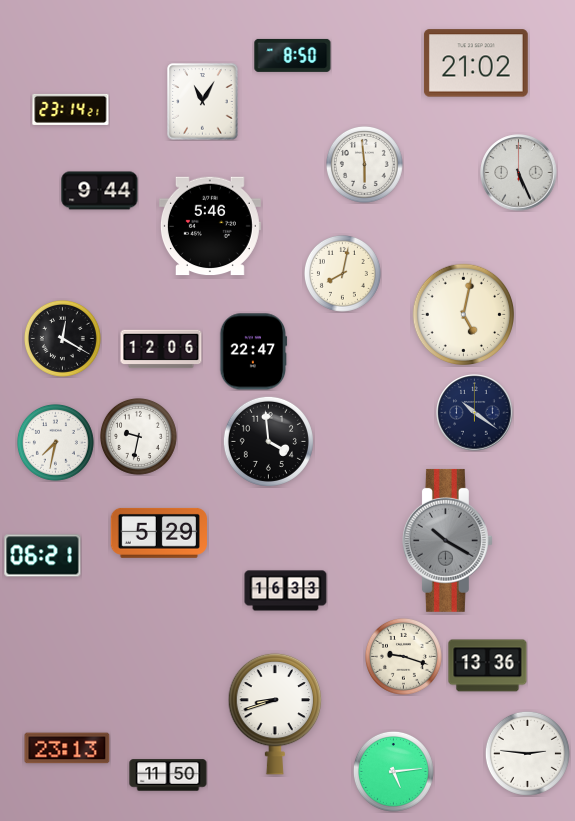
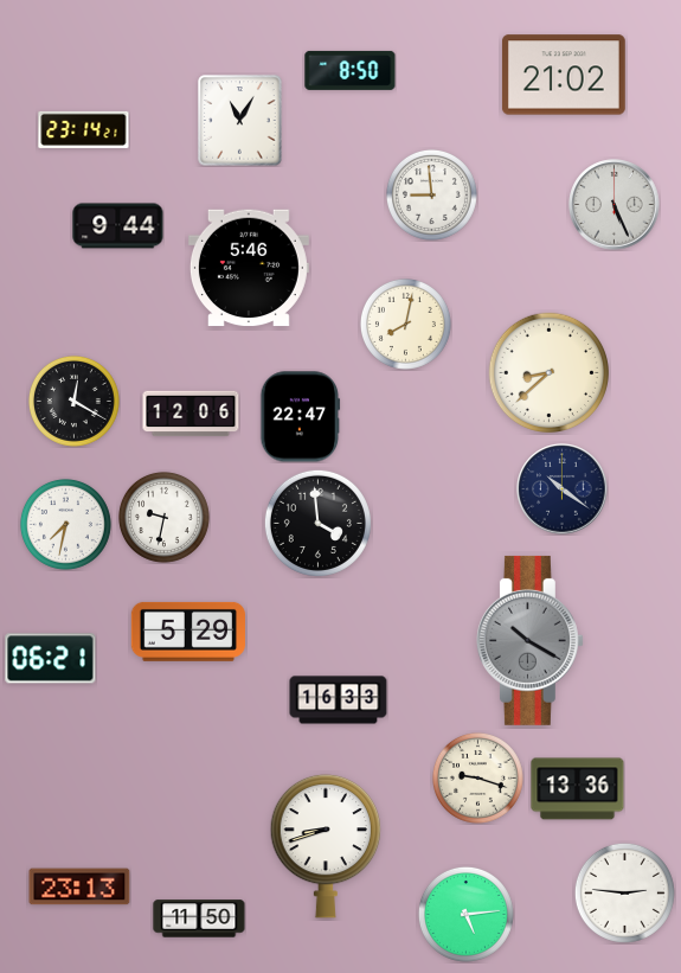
clock at (293, 55) position: (293, 55) -> (351, 70)
clock at (364, 164): 5:59 -> 8:59
clock at (463, 314): 5:02 -> 8:38
